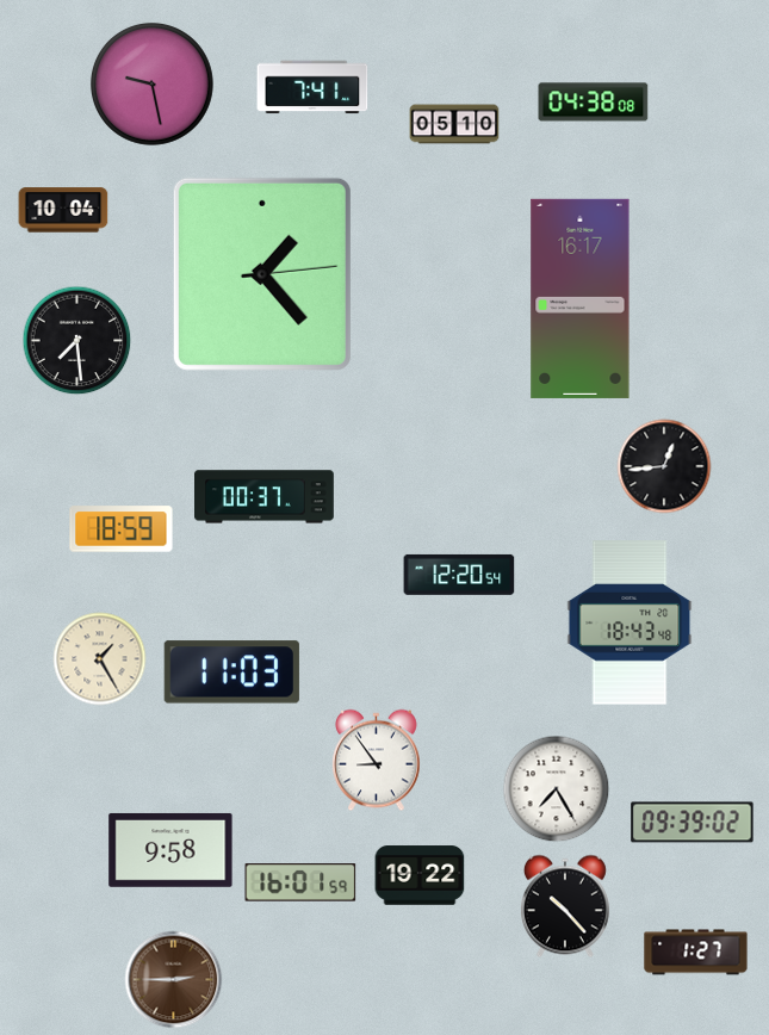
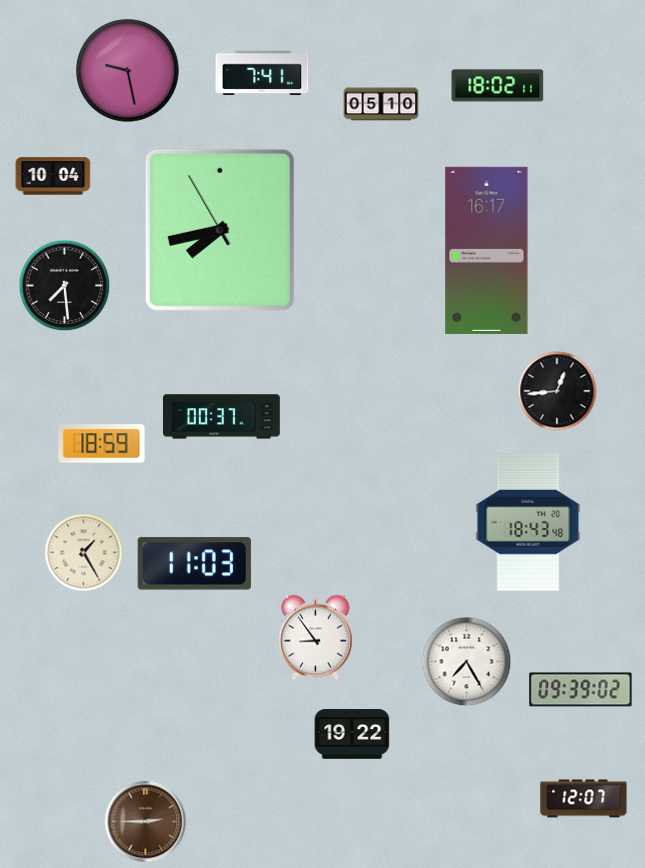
clock at (594, 103): 04:38 -> 18:02
clock at (262, 274): 1:23 -> 7:42
clock at (459, 575): 12:20 -> none
clock at (170, 850): 9:58 -> none
clock at (300, 882): 16:01 -> none
clock at (565, 906): 10:23 -> none
clock at (696, 953): 1:27 -> 12:07
